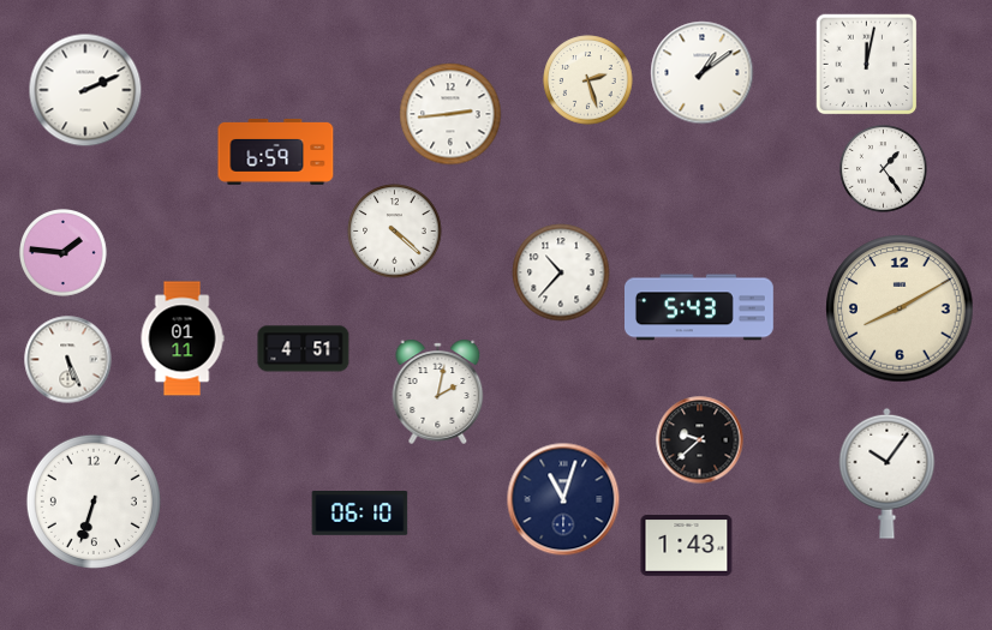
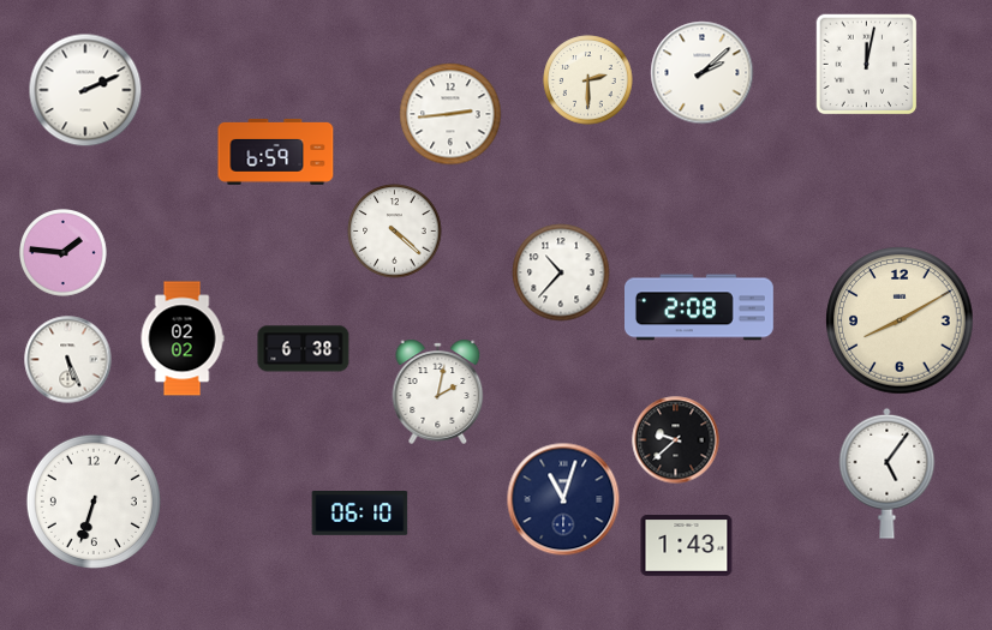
clock at (703, 73): 1:09 -> 2:08
clock at (588, 80): 2:27 -> 2:30
clock at (884, 169): 1:24 -> none
clock at (700, 307): 5:43 -> 2:08
clock at (900, 308) position: (900, 308) -> (900, 320)
clock at (183, 338): 01:11 -> 02:02
clock at (304, 349): 4:51 -> 6:38
clock at (700, 440) position: (700, 440) -> (676, 440)
clock at (888, 473): 10:06 -> 5:06
